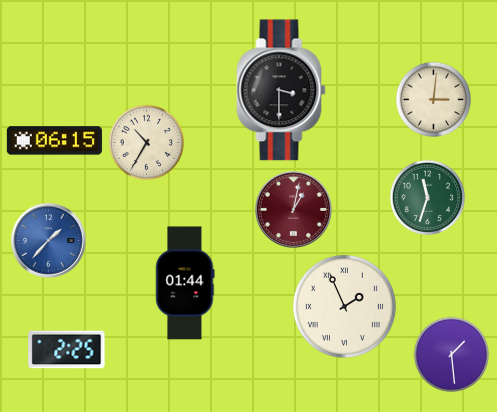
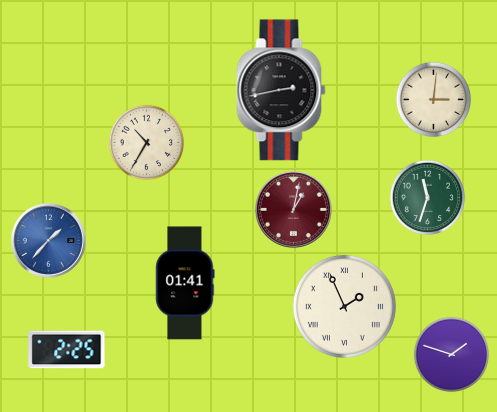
clock at (281, 90): 3:30 -> 2:43
clock at (54, 141): 06:15 -> none
clock at (185, 283): 01:44 -> 01:41
clock at (452, 355): 1:29 -> 1:48
